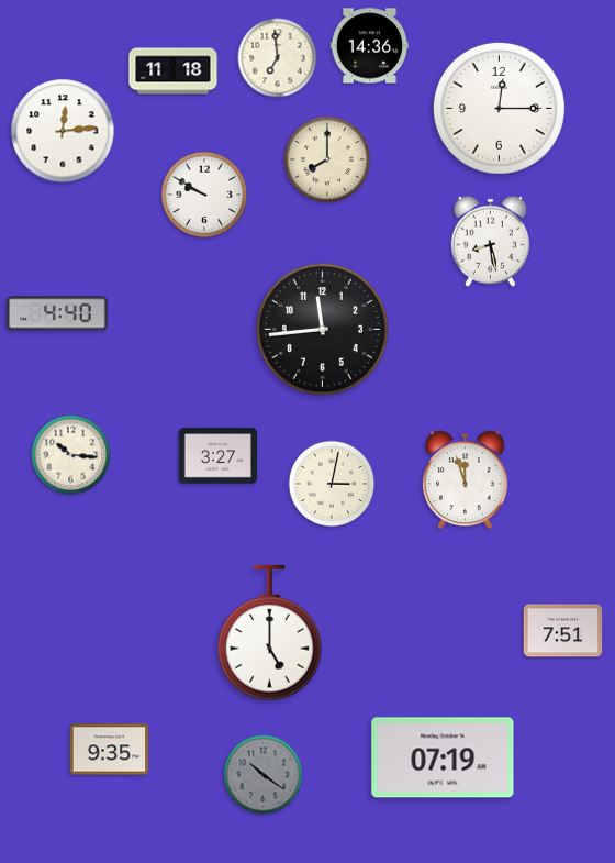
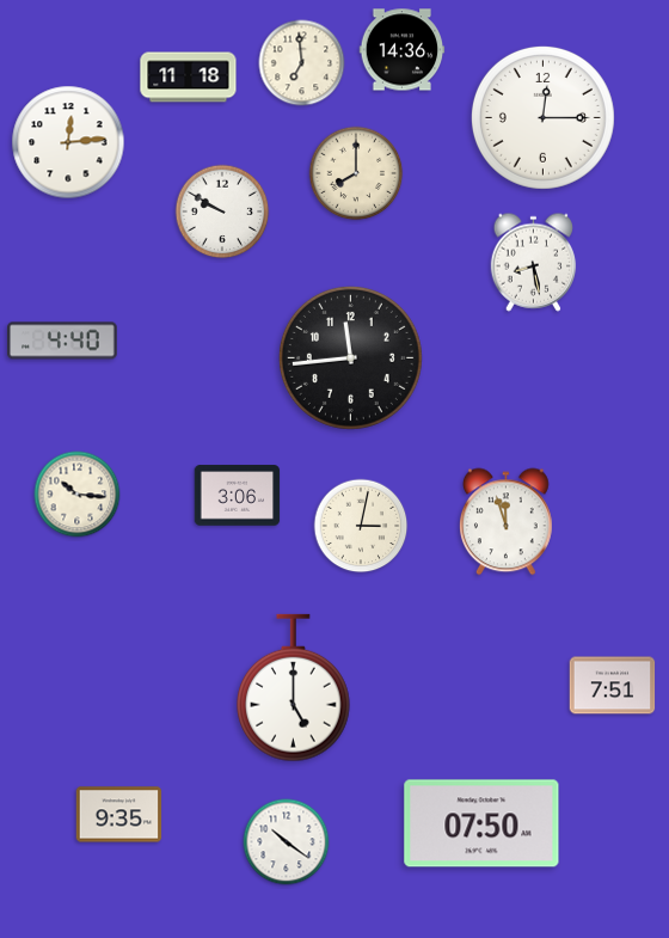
clock at (219, 456): 3:27 -> 3:06
clock at (443, 757): 07:19 -> 07:50
clock at (264, 775) dial: grey -> white
